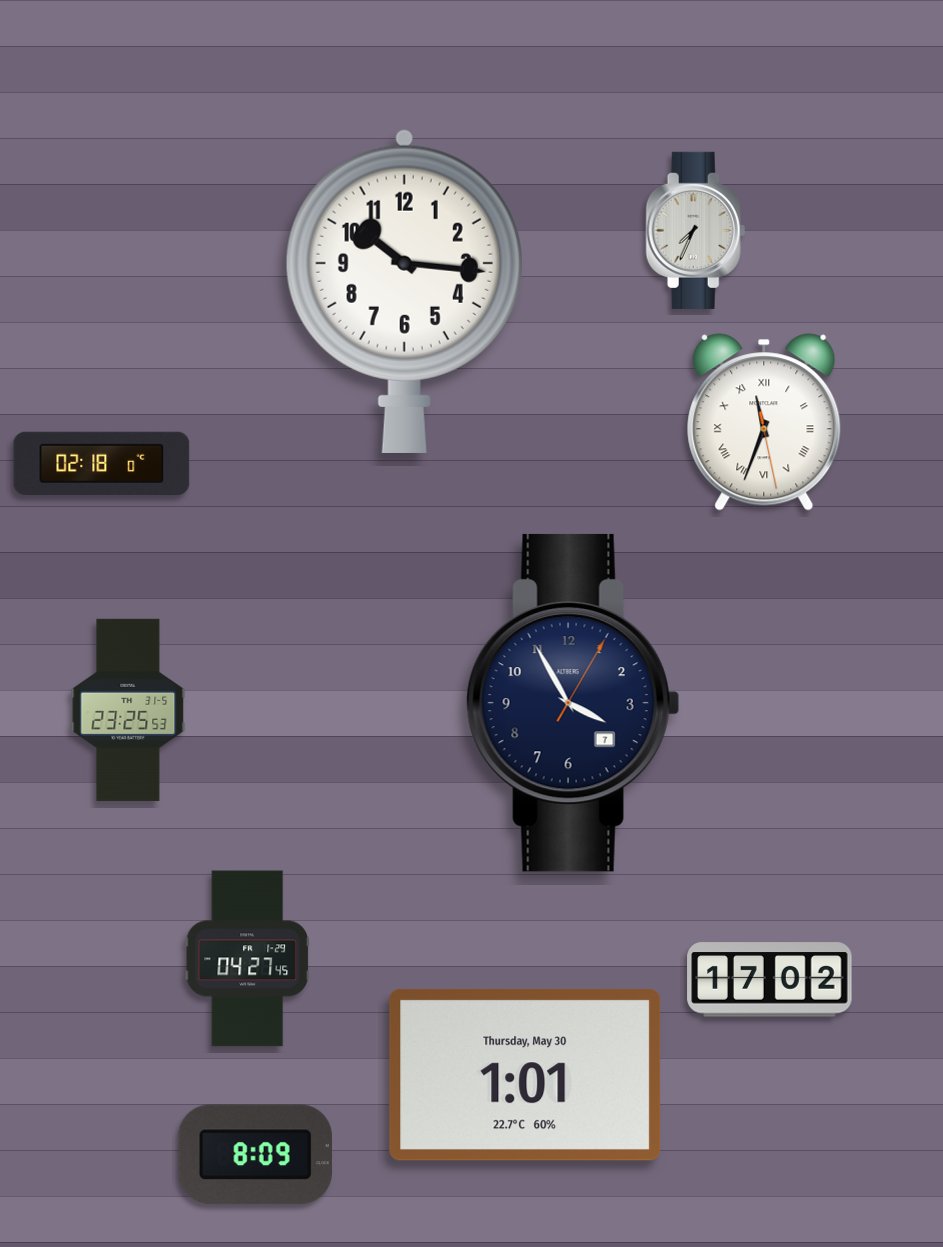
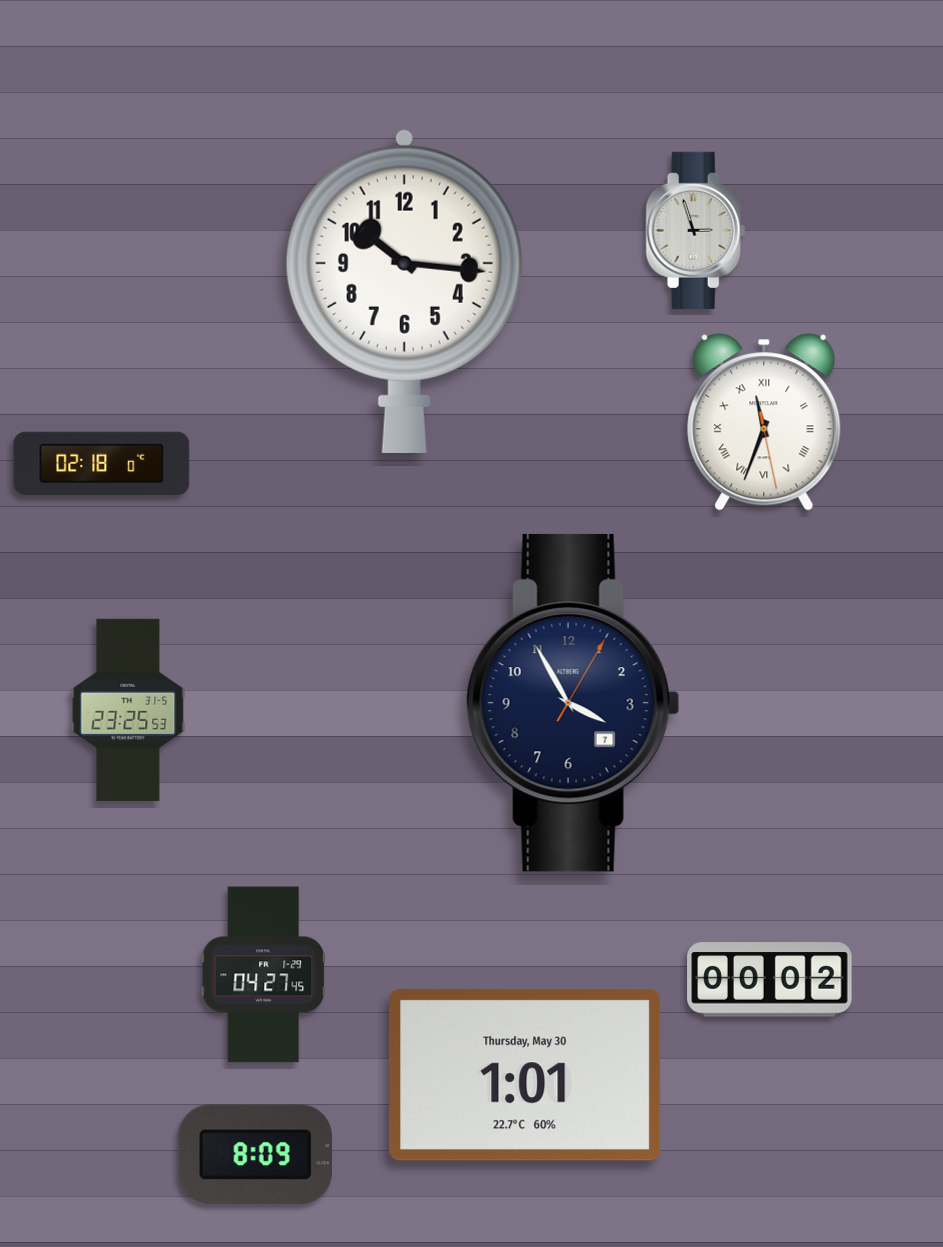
clock at (696, 230): 7:34 -> 2:57
clock at (247, 959) position: (247, 959) -> (263, 975)
clock at (770, 980): 17:02 -> 00:02
